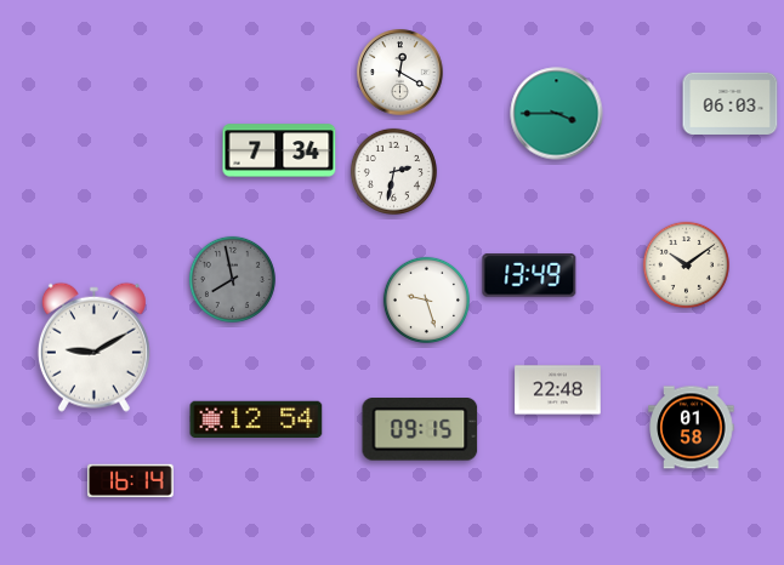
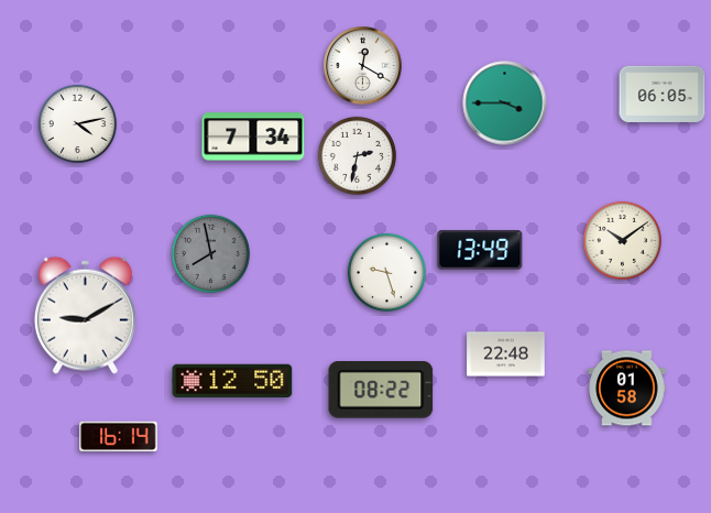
clock at (731, 103): 06:03 -> 06:05
clock at (77, 123): none -> 4:13
clock at (256, 418): 12:54 -> 12:50
clock at (420, 430): 09:15 -> 08:22
